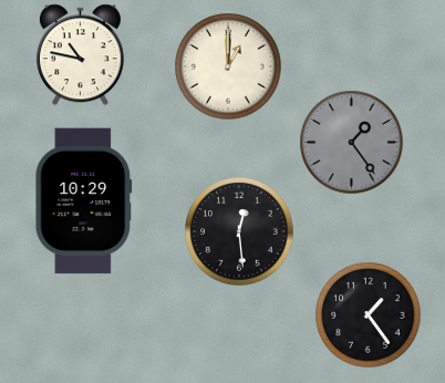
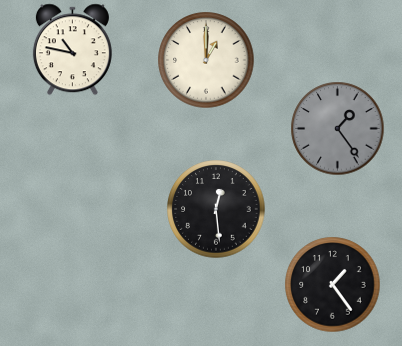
clock at (351, 142) position: (351, 142) -> (337, 128)
clock at (84, 201): 10:29 -> none
